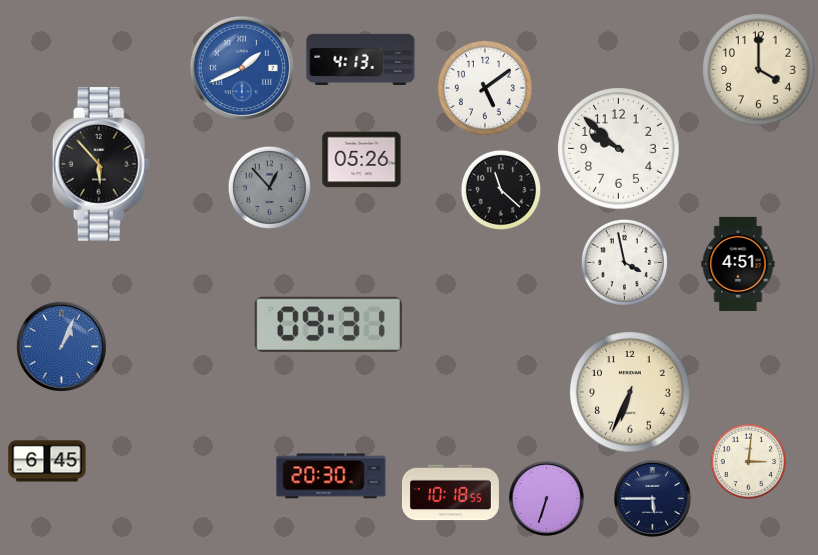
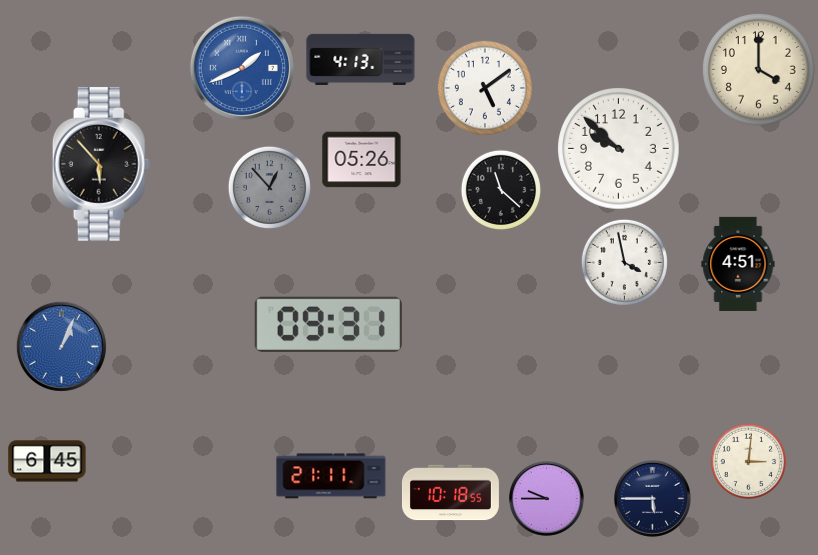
clock at (630, 392): 6:34 -> none
clock at (331, 476): 20:30 -> 21:11
clock at (547, 499): 6:33 -> 9:45
